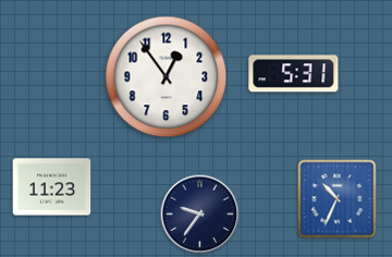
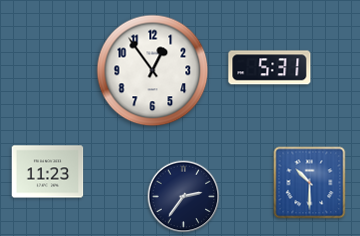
clock at (338, 199): 10:34 -> 10:30
clock at (200, 215): 9:36 -> 2:36
